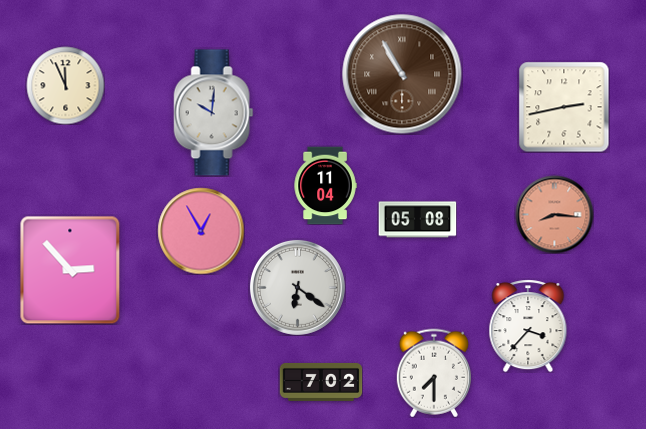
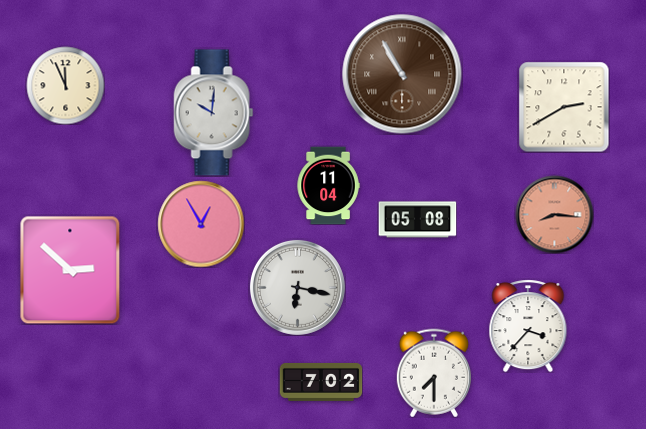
clock at (564, 107): 2:43 -> 2:40
clock at (325, 185) position: (325, 185) -> (328, 185)
clock at (201, 231) position: (201, 231) -> (201, 224)
clock at (70, 270): 2:53 -> 2:52
clock at (297, 287): 6:21 -> 6:17
